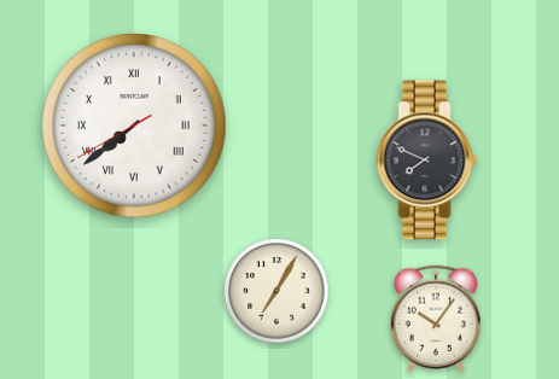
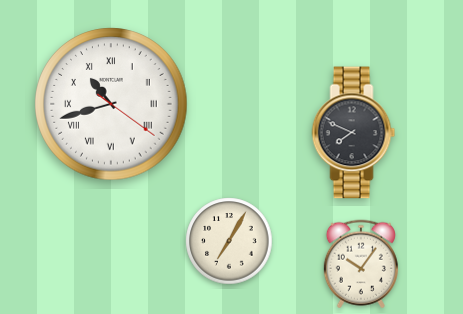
clock at (134, 126): 7:38 -> 10:42
